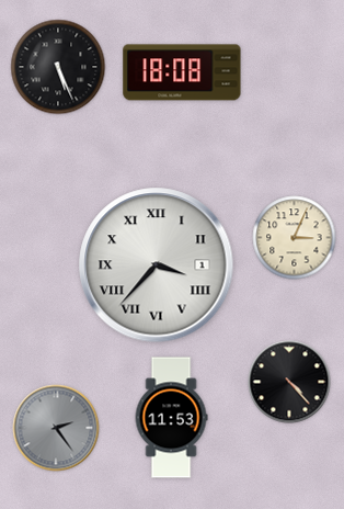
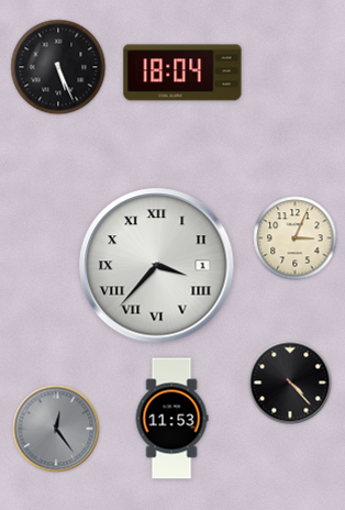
clock at (182, 72): 18:08 -> 18:04
clock at (56, 428): 2:24 -> 12:24
